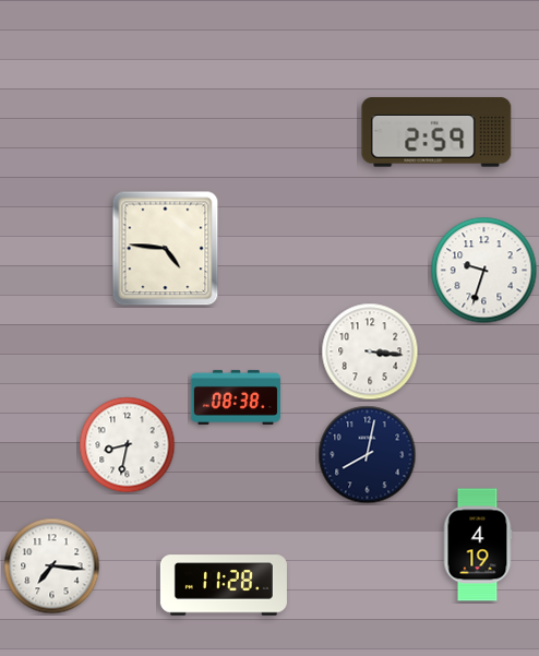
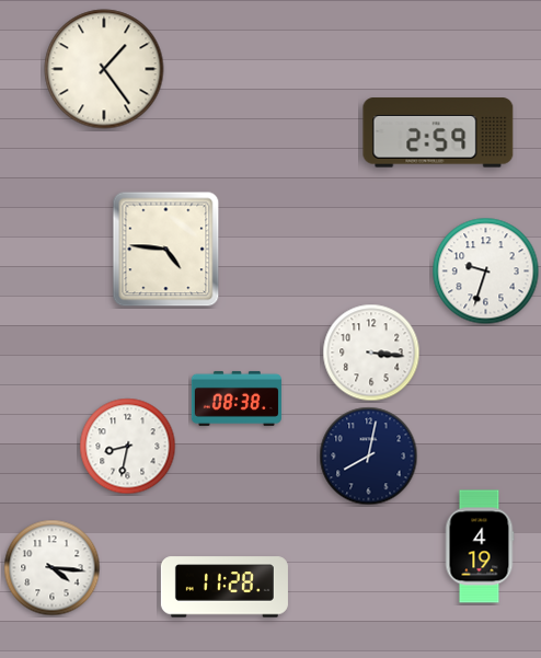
clock at (104, 69): none -> 1:24
clock at (52, 566): 7:16 -> 4:16
